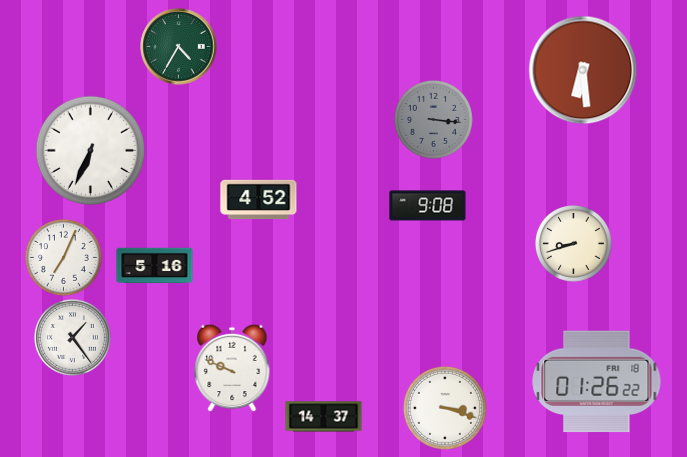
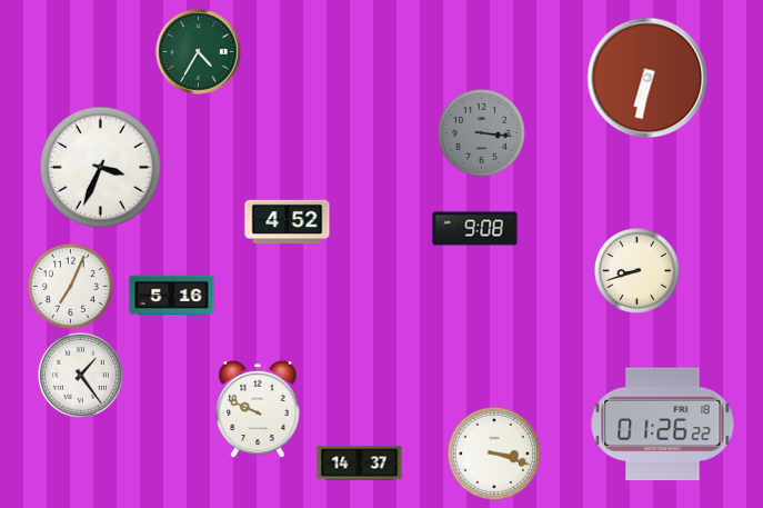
clock at (583, 70): 6:29 -> 6:32
clock at (91, 151): 6:34 -> 3:34
